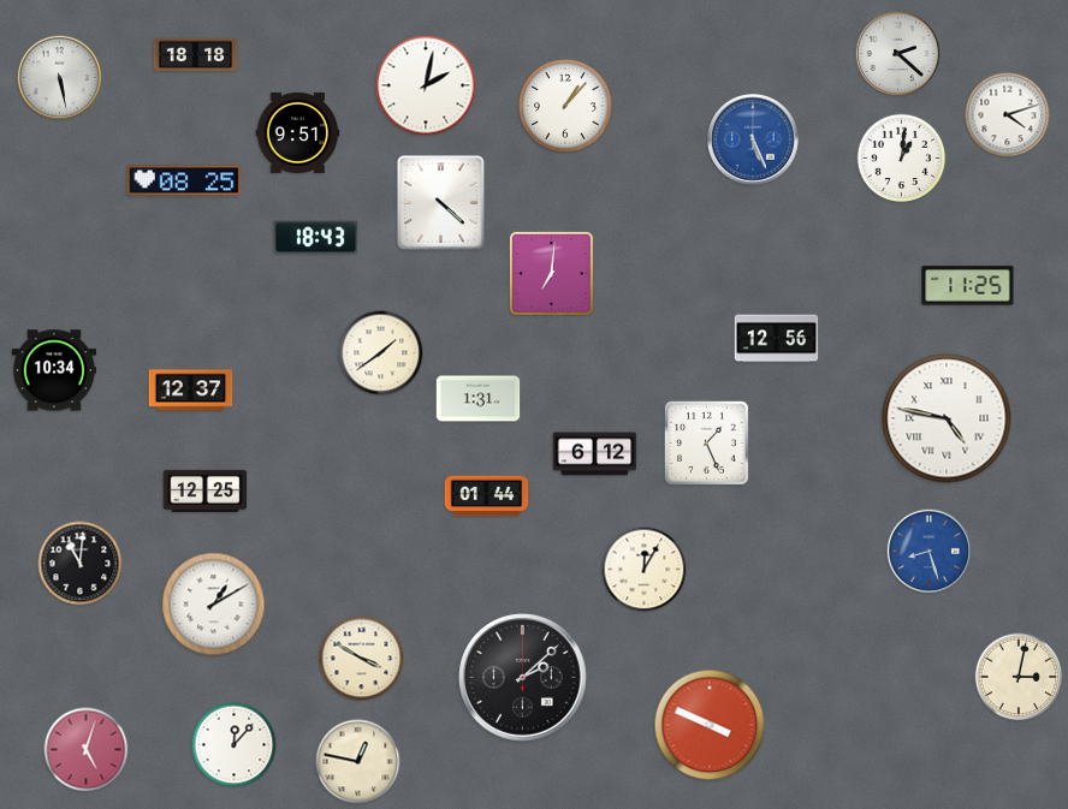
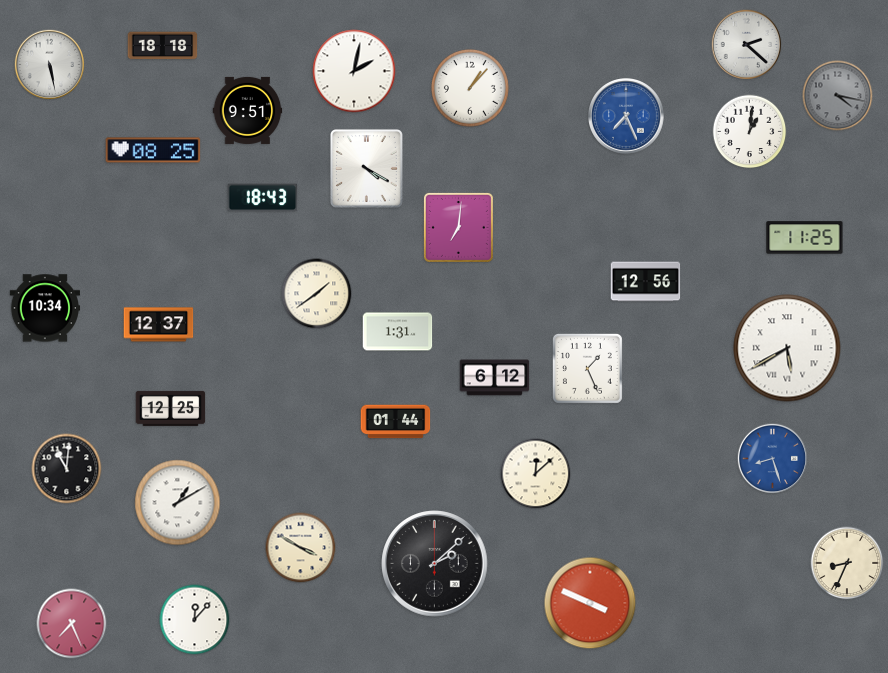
clock at (1008, 115): 4:12 -> 4:17
clock at (1008, 115) dial: white -> grey
clock at (753, 139): 5:26 -> 7:26
clock at (440, 202): 4:22 -> 4:20
clock at (947, 418): 4:47 -> 5:40
clock at (487, 496) position: (487, 496) -> (396, 422)
clock at (645, 570): 12:05 -> 12:08
clock at (1019, 677): 3:02 -> 8:34
clock at (87, 750): 5:03 -> 7:26
clock at (358, 762): 12:47 -> none
